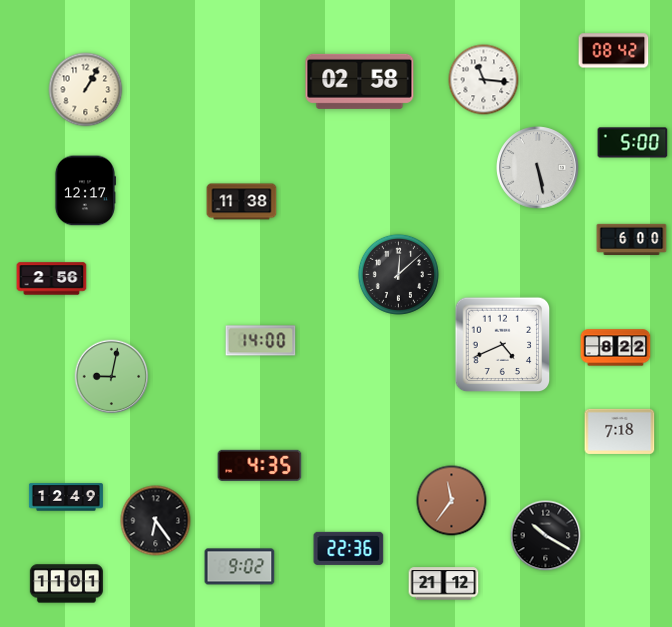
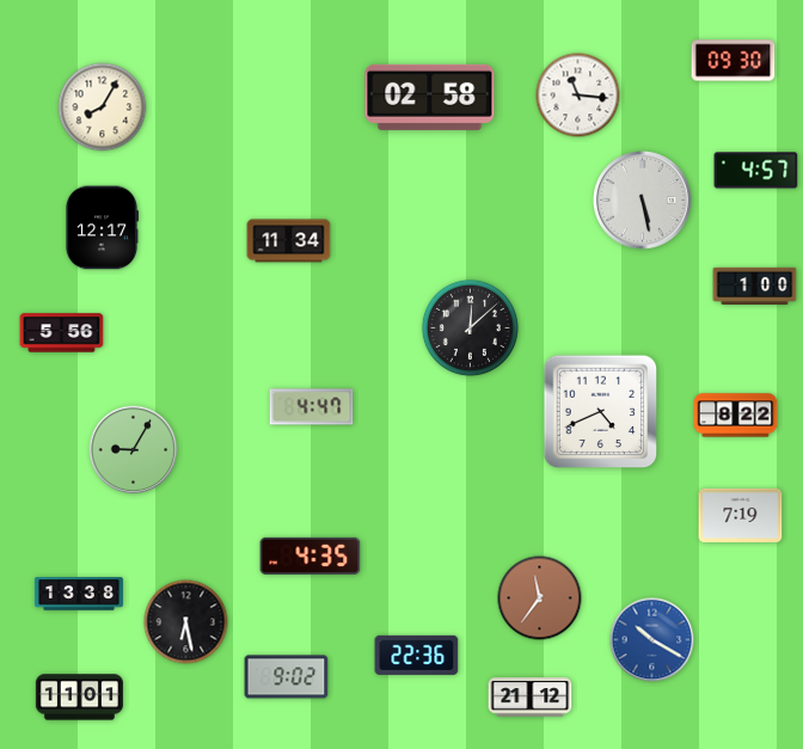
clock at (614, 51): 08:42 -> 09:30
clock at (86, 90): 1:05 -> 8:05
clock at (633, 143): 5:00 -> 4:57
clock at (242, 202): 11:38 -> 11:34
clock at (632, 239): 6:00 -> 1:00
clock at (398, 274) position: (398, 274) -> (470, 327)
clock at (52, 279): 2:56 -> 5:56
clock at (261, 341): 14:00 -> 4:47
clock at (112, 377): 9:02 -> 9:05
clock at (620, 431): 7:18 -> 7:19
clock at (66, 497): 12:49 -> 13:38
clock at (156, 521): 6:24 -> 6:28
clock at (546, 536) dial: black -> blue
